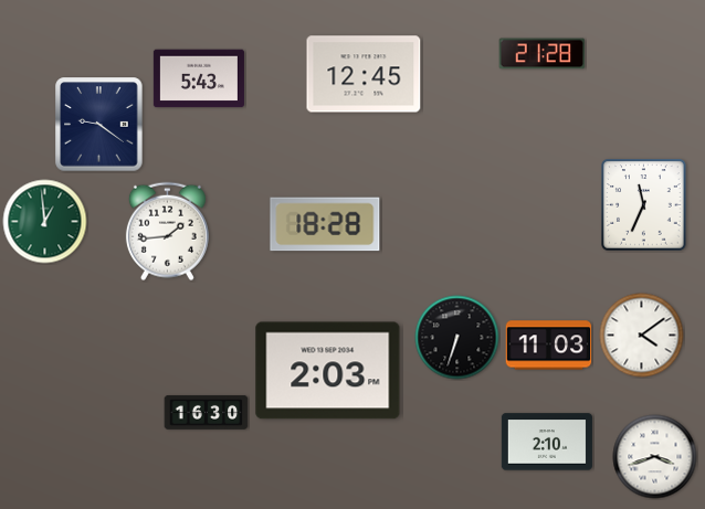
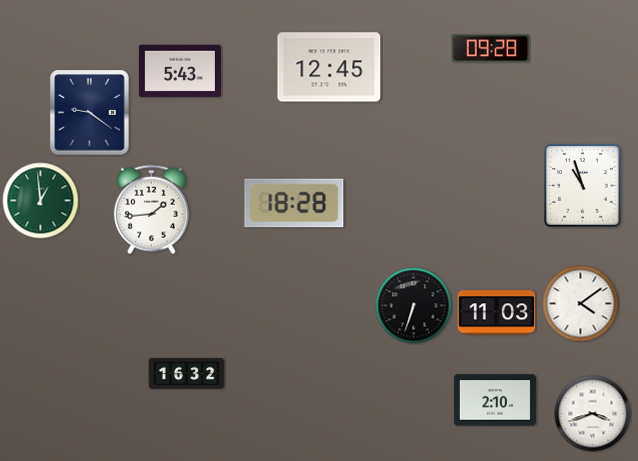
clock at (543, 54): 21:28 -> 09:28
clock at (644, 205): 11:34 -> 10:57
clock at (328, 371): 2:03 -> none
clock at (207, 413): 16:30 -> 16:32
